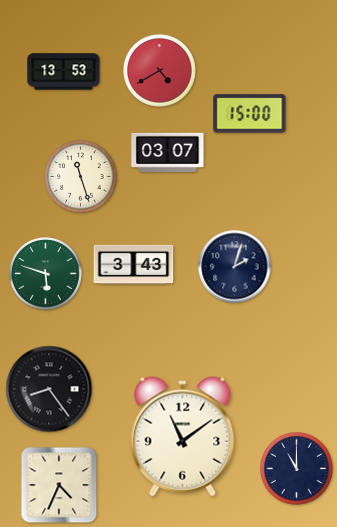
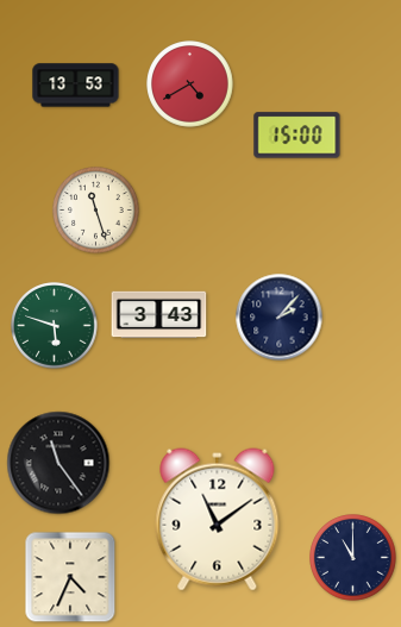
clock at (168, 152): 03:07 -> none
clock at (235, 267): 2:03 -> 2:07
clock at (49, 389): 8:24 -> 11:24
